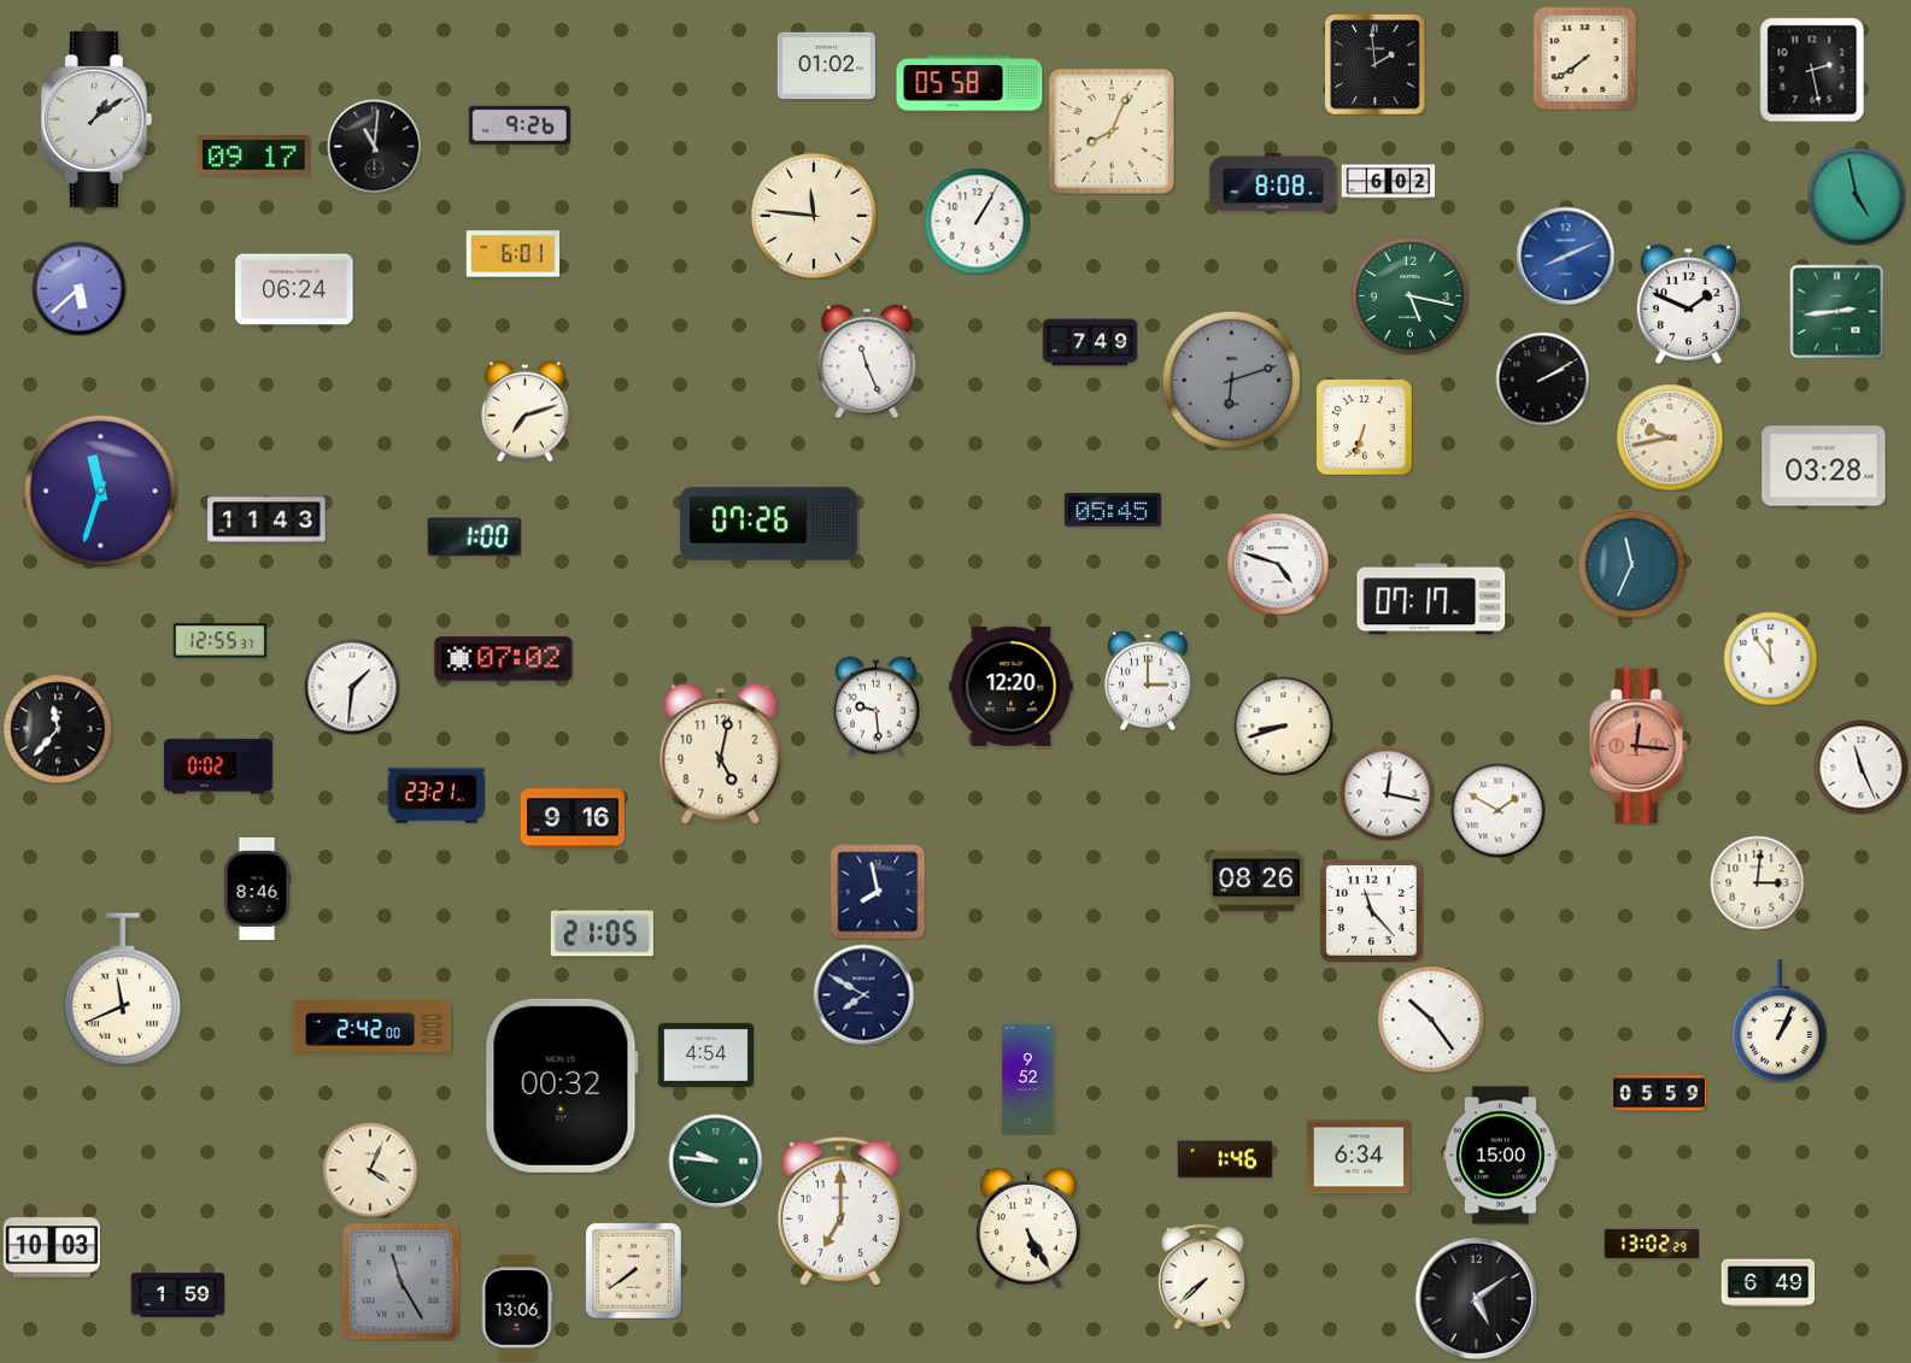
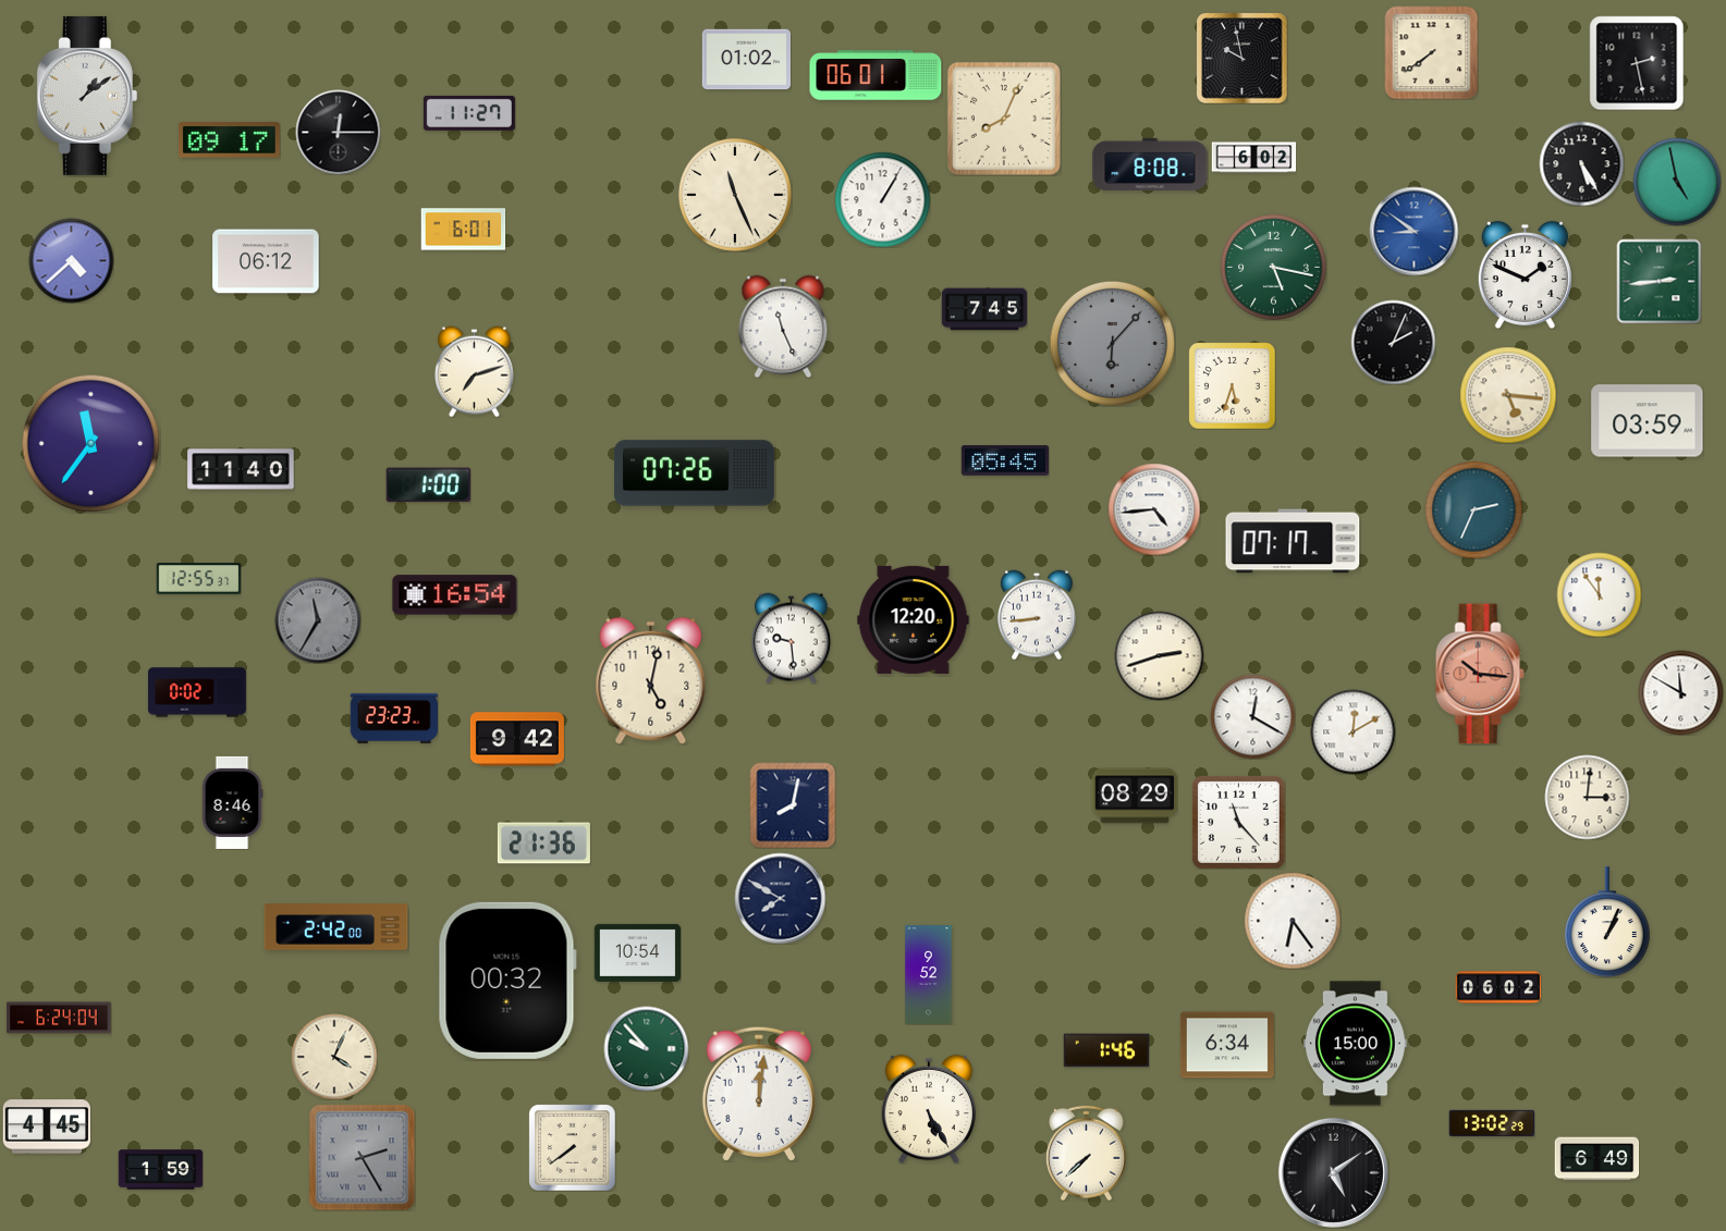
clock at (1374, 64): 1:59 -> 9:58
clock at (969, 83): 05:58 -> 06:01
clock at (96, 119) position: (96, 119) -> (87, 96)
clock at (520, 125): 9:26 -> 11:27
clock at (374, 146): 11:01 -> 12:15
clock at (1581, 163): none -> 5:25
clock at (1388, 182) position: (1388, 182) -> (1253, 158)
clock at (1857, 196) position: (1857, 196) -> (1677, 182)
clock at (814, 216): 11:46 -> 11:26
clock at (1565, 255): 8:11 -> 8:51
clock at (78, 288): 5:38 -> 4:38
clock at (294, 289): 06:24 -> 06:12
clock at (1090, 342): 7:49 -> 7:45
clock at (1542, 378): 2:10 -> 2:04
clock at (1231, 380): 6:12 -> 6:07
clock at (1364, 427): 6:33 -> 5:33
clock at (1670, 437): 9:43 -> 5:16
clock at (1824, 466): 03:28 -> 03:59
clock at (100, 490): 11:33 -> 11:36
clock at (266, 519): 11:43 -> 11:40
clock at (1278, 564): 4:48 -> 4:44
clock at (1631, 564): 11:34 -> 2:34
clock at (504, 659): 07:02 -> 16:54
clock at (1148, 681): 3:00 -> 8:44
clock at (352, 687): 1:31 -> 11:35
clock at (352, 687) dial: white -> grey
clock at (1283, 725): 8:42 -> 2:42
clock at (58, 729): 11:37 -> none
clock at (1639, 746): 12:16 -> 10:16
clock at (1860, 766): 11:26 -> 11:50
clock at (1387, 793): 12:17 -> 12:20
clock at (435, 795): 23:21 -> 23:23
clock at (1497, 810): 1:50 -> 12:10
clock at (573, 818): 9:16 -> 9:42
clock at (1256, 881): 08:26 -> 08:29
clock at (878, 892): 7:58 -> 8:02
clock at (602, 934): 21:05 -> 21:36
clock at (123, 989): 11:41 -> none
clock at (1431, 1020): 10:24 -> 6:24
clock at (705, 1054): 4:54 -> 10:54
clock at (1659, 1093): 05:59 -> 06:02
clock at (59, 1018): none -> 6:24
clock at (1225, 1159) position: (1225, 1159) -> (1106, 1050)
clock at (715, 1161): 9:46 -> 9:53
clock at (840, 1211): 7:00 -> 12:01
clock at (51, 1247): 10:03 -> 4:45
clock at (400, 1281): 11:25 -> 2:25
clock at (517, 1308): 13:06 -> none
